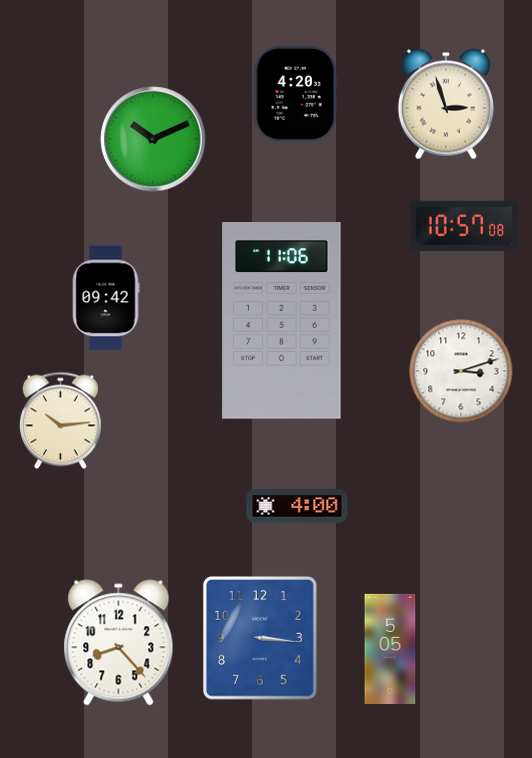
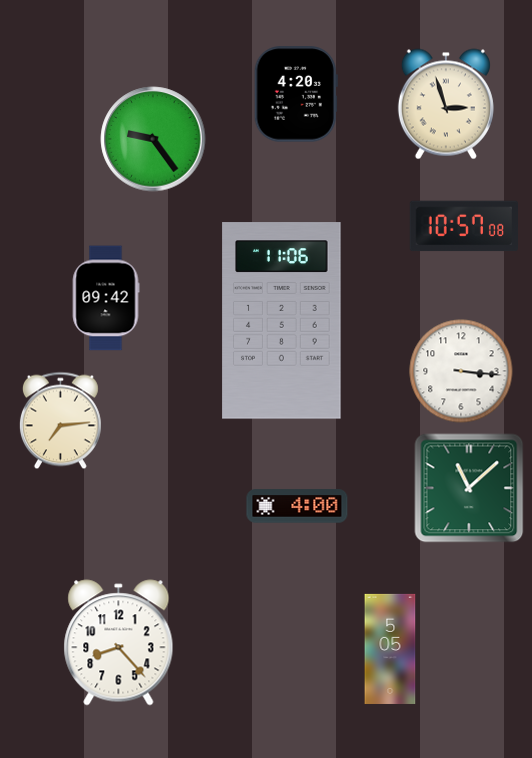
clock at (153, 139): 10:11 -> 9:24
clock at (461, 371): 3:12 -> 3:16
clock at (60, 421): 10:14 -> 7:14
clock at (469, 488): none -> 11:08
clock at (260, 638): 3:16 -> none
